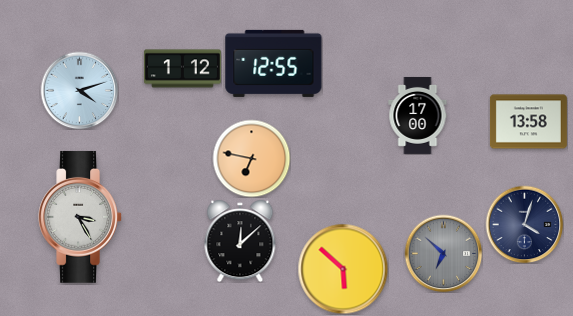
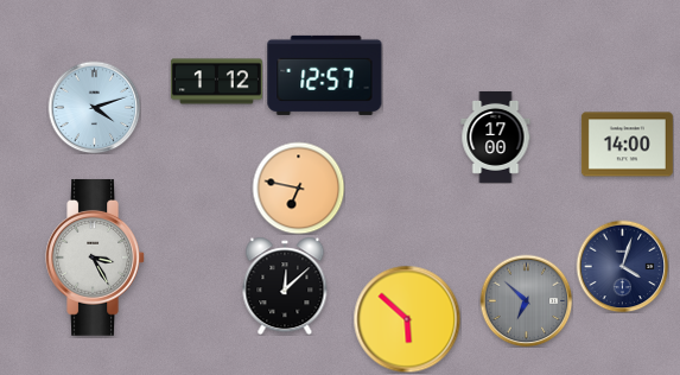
clock at (274, 63): 12:55 -> 12:57
clock at (528, 122): 13:58 -> 14:00
